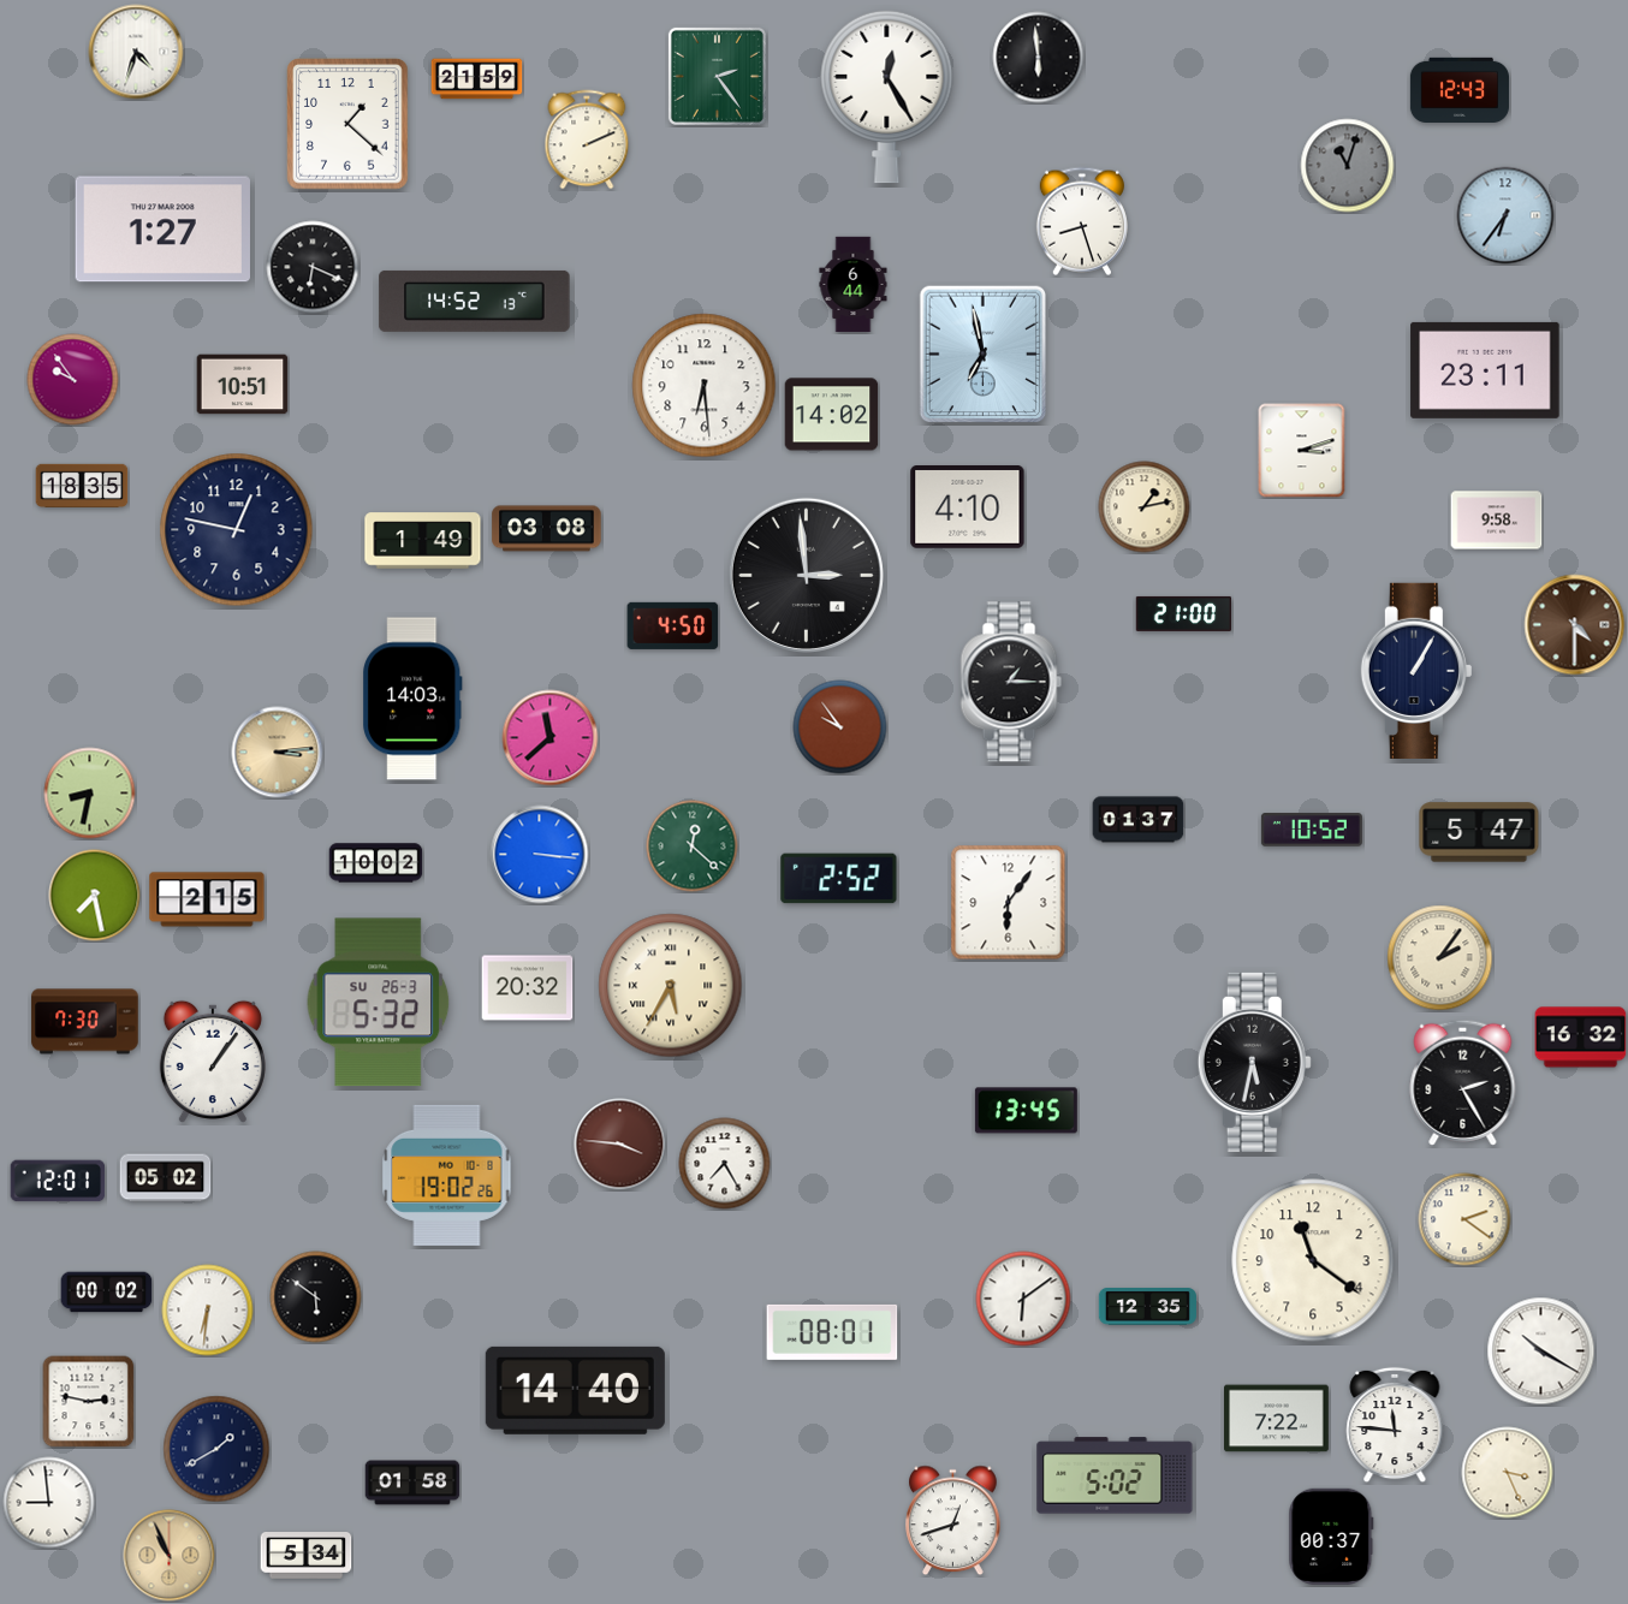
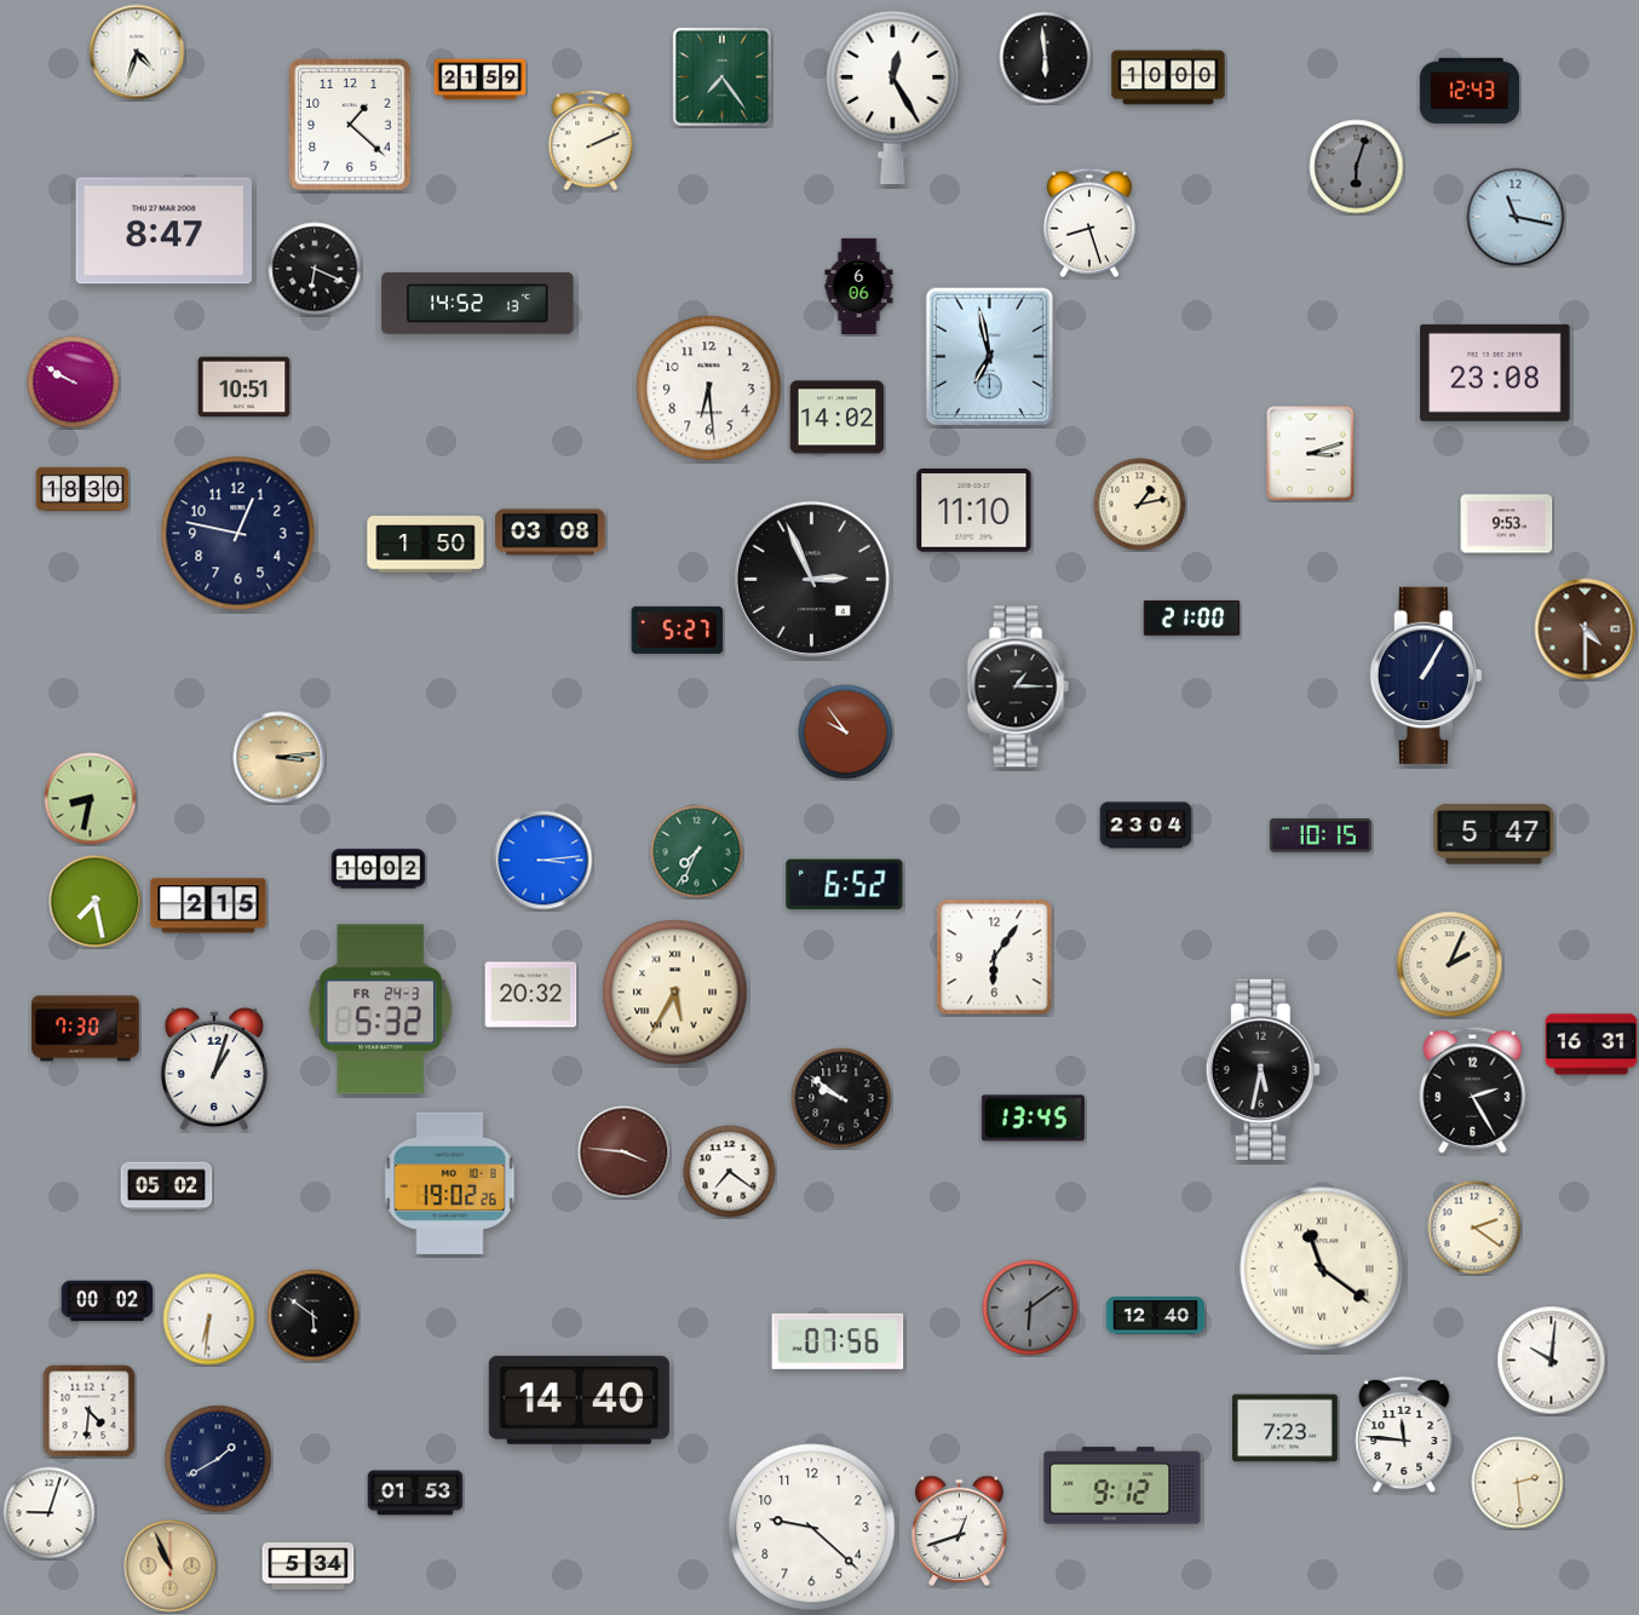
clock at (717, 76): 2:24 -> 7:24
clock at (1168, 77): none -> 10:00
clock at (1348, 166): 11:03 -> 6:03
clock at (1505, 215): 6:36 -> 11:17
clock at (162, 230): 1:27 -> 8:47
clock at (854, 285): 6:44 -> 6:06
clock at (1485, 370): 23:11 -> 23:08
clock at (73, 380): 9:54 -> 9:50
clock at (82, 485): 18:35 -> 18:30
clock at (968, 507): 4:10 -> 11:10
clock at (1145, 507) position: (1145, 507) -> (1140, 505)
clock at (1497, 521): 9:58 -> 9:53
clock at (423, 541): 1:49 -> 1:50
clock at (806, 575): 2:59 -> 2:56
clock at (673, 625): 4:50 -> 5:27
clock at (412, 699): 14:03 -> none
clock at (551, 738): 11:38 -> none
clock at (1139, 820): 01:37 -> 23:04
clock at (1312, 830): 10:52 -> 10:15
clock at (1479, 832) position: (1479, 832) -> (1494, 834)
clock at (693, 846): 12:22 -> 7:34
clock at (540, 855): 3:16 -> 3:14
clock at (839, 879): 2:52 -> 6:52
clock at (1009, 903) position: (1009, 903) -> (995, 958)
clock at (1440, 958): 2:06 -> 2:04
clock at (379, 1003) date: SU 26-3 -> FR 24-3
clock at (1581, 1038): 16:32 -> 16:31
clock at (213, 1062): 1:06 -> 1:03
clock at (841, 1098): none -> 9:51
clock at (725, 1164): 7:25 -> 7:21
clock at (58, 1181): 12:01 -> none
clock at (1313, 1260) numerals: Arabic -> Roman
clock at (316, 1297) position: (316, 1297) -> (314, 1316)
clock at (1023, 1299) dial: white -> grey
clock at (1147, 1307): 12:35 -> 12:40
clock at (832, 1332): 08:01 -> 07:56
clock at (1541, 1351): 10:20 -> 10:01
clock at (89, 1402): 2:47 -> 4:31
clock at (1277, 1419): 7:22 -> 7:23
clock at (1508, 1473): 3:26 -> 2:29
clock at (1115, 1475): 5:02 -> 9:12
clock at (412, 1483): 01:58 -> 01:53
clock at (49, 1503): 8:59 -> 9:03
clock at (812, 1528): none -> 9:22
clock at (1331, 1537): 00:37 -> none
